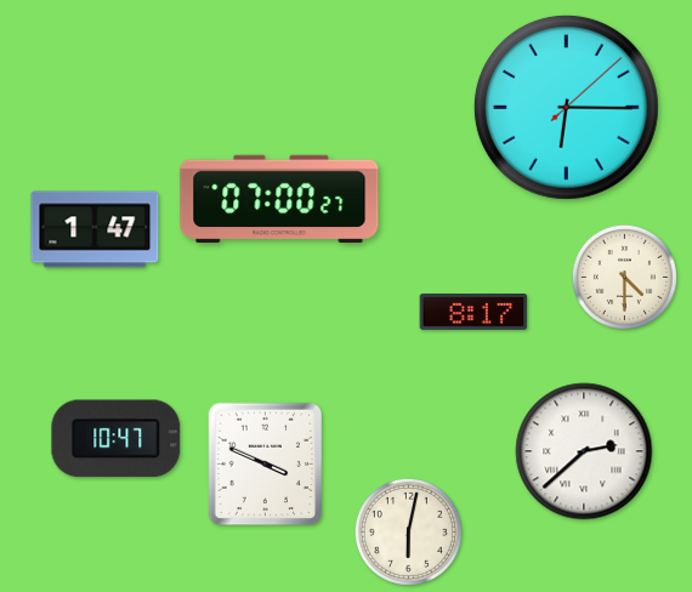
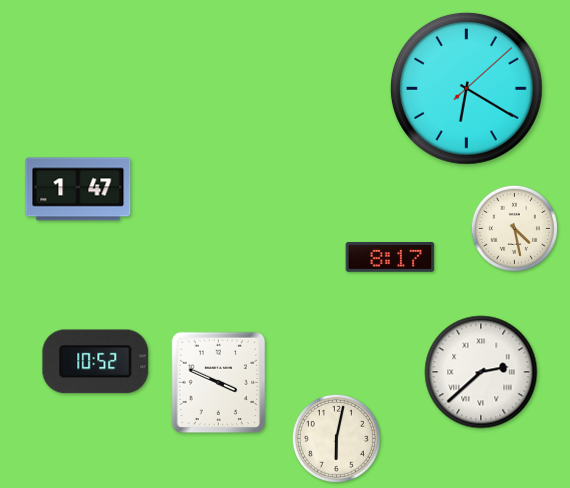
clock at (566, 107): 6:15 -> 6:20
clock at (279, 199): 07:00 -> none
clock at (624, 277): 4:30 -> 4:28
clock at (117, 439): 10:47 -> 10:52
